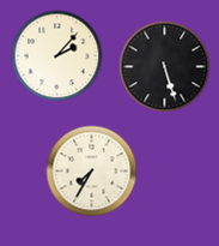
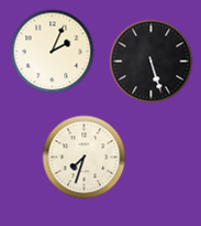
clock at (57, 56): 2:07 -> 2:04
clock at (92, 172): 7:35 -> 7:33
